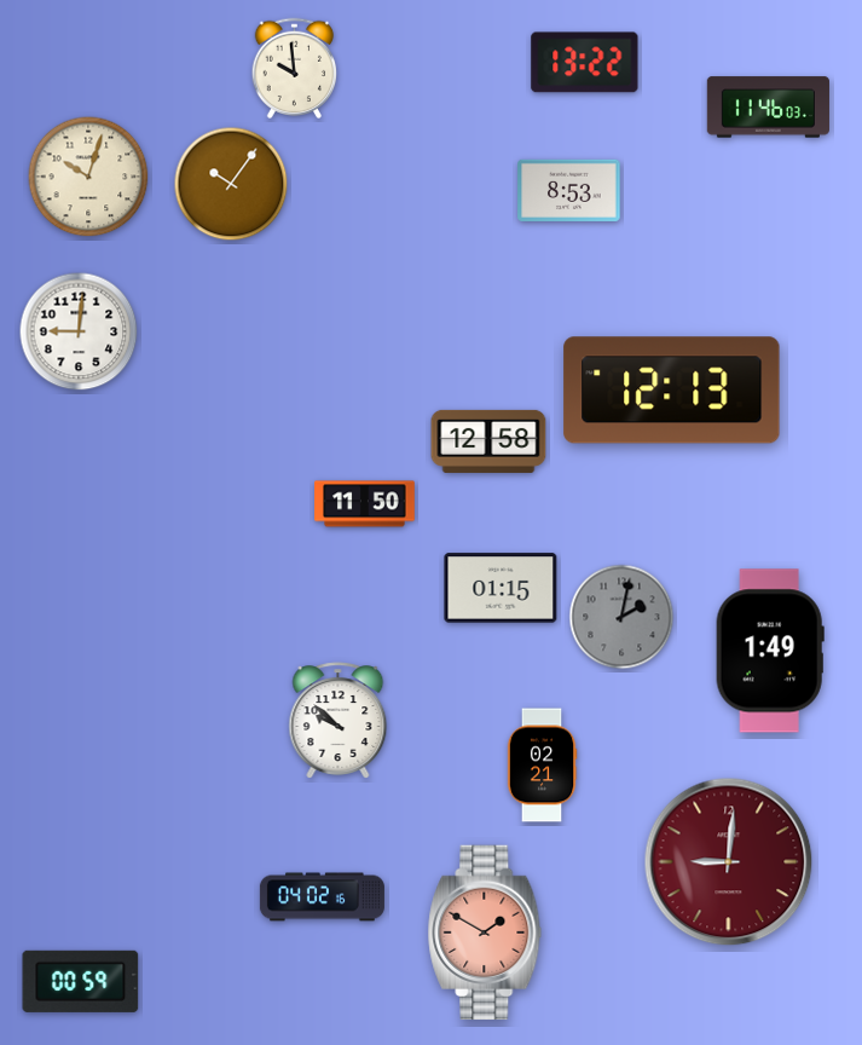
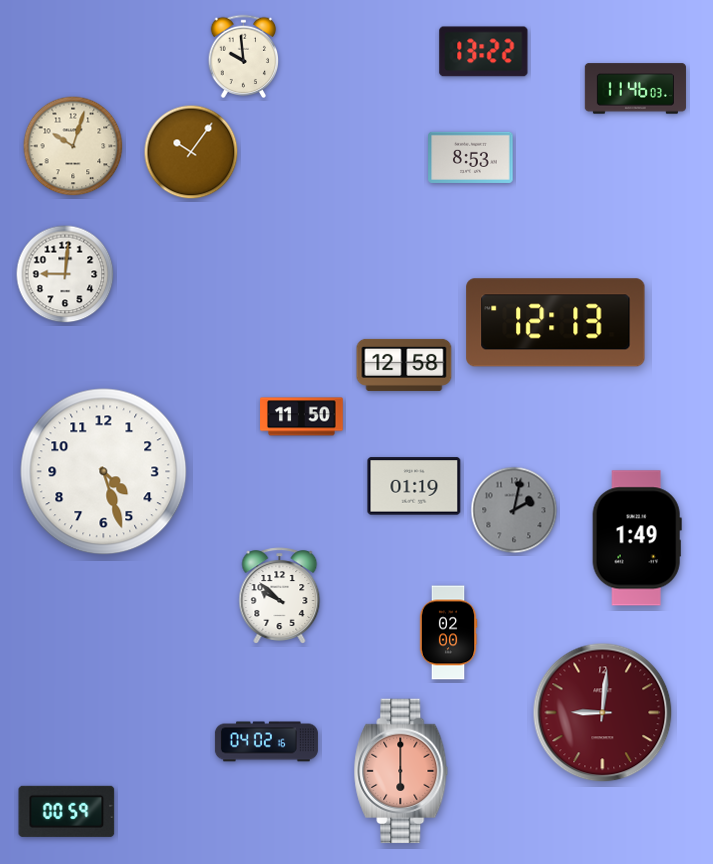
clock at (104, 472): none -> 4:27
clock at (501, 588): 01:15 -> 01:19
clock at (542, 766): 02:21 -> 02:00
clock at (485, 933): 1:50 -> 6:00
